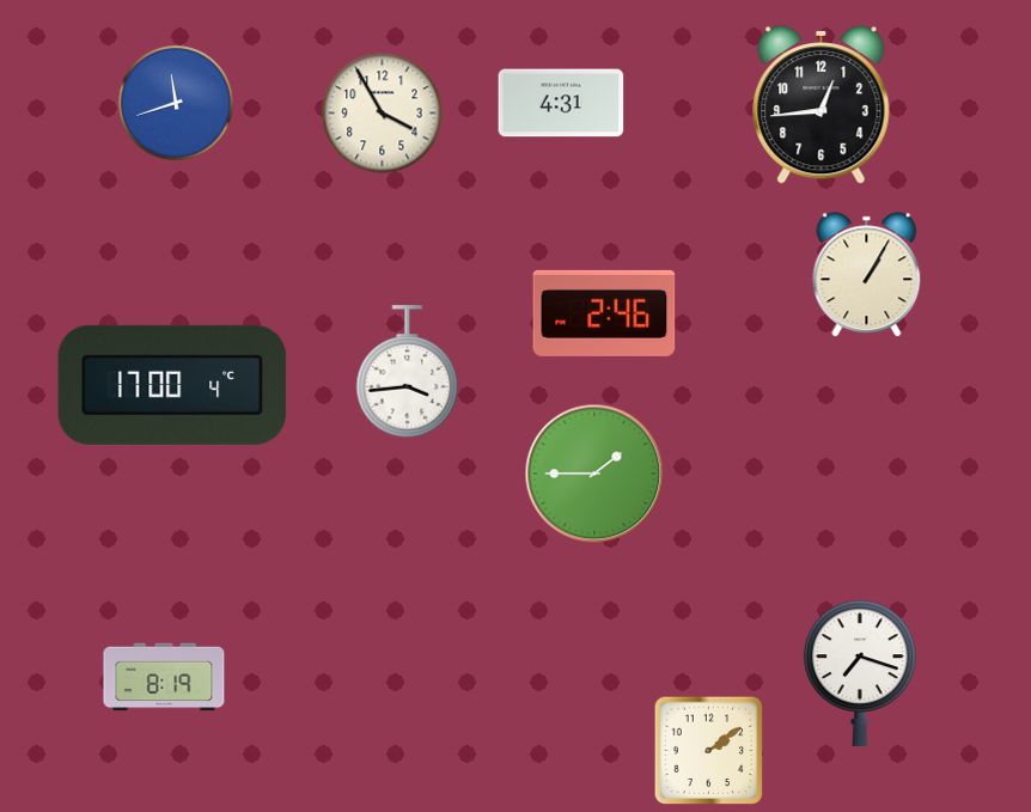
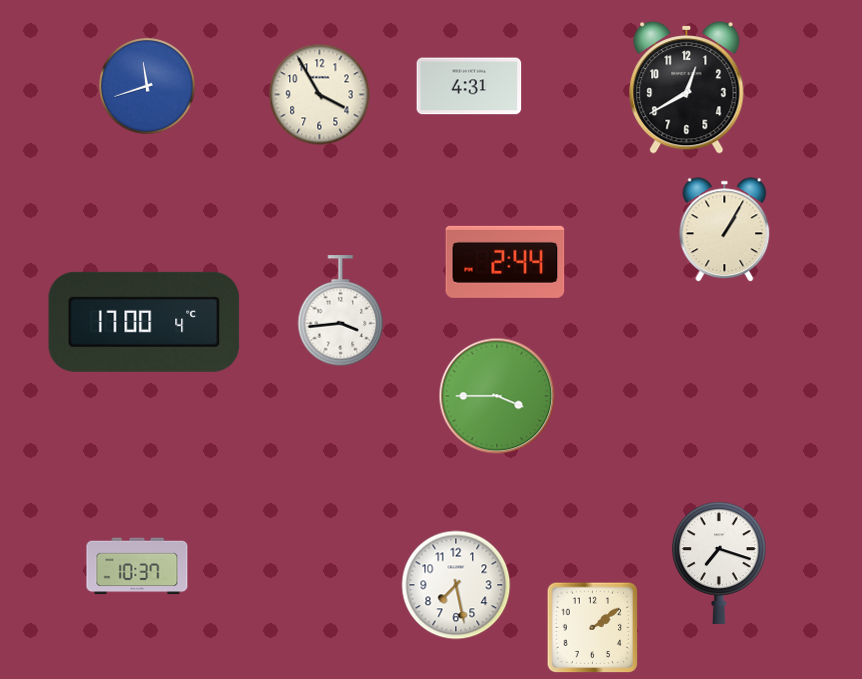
clock at (822, 104): 12:44 -> 12:40
clock at (604, 313): 2:46 -> 2:44
clock at (594, 474): 1:45 -> 3:45
clock at (164, 677): 8:19 -> 10:37
clock at (456, 585): none -> 7:28
